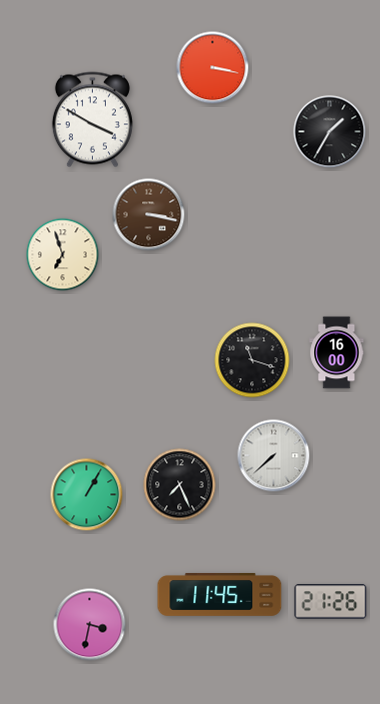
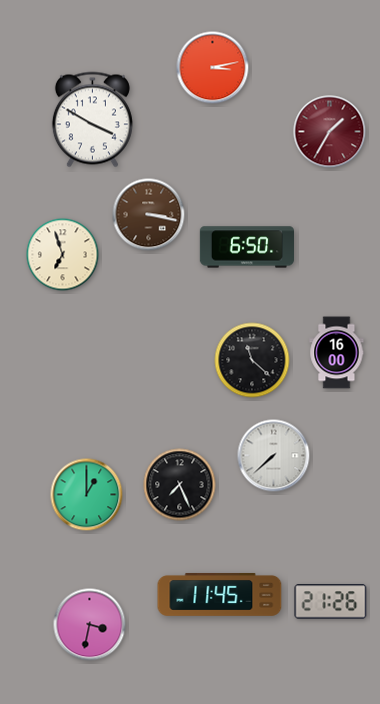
clock at (213, 68): 3:17 -> 3:13
clock at (330, 132) dial: black -> burgundy
clock at (246, 247): none -> 6:50
clock at (252, 360): 11:18 -> 11:22
clock at (87, 495): 1:05 -> 1:00
